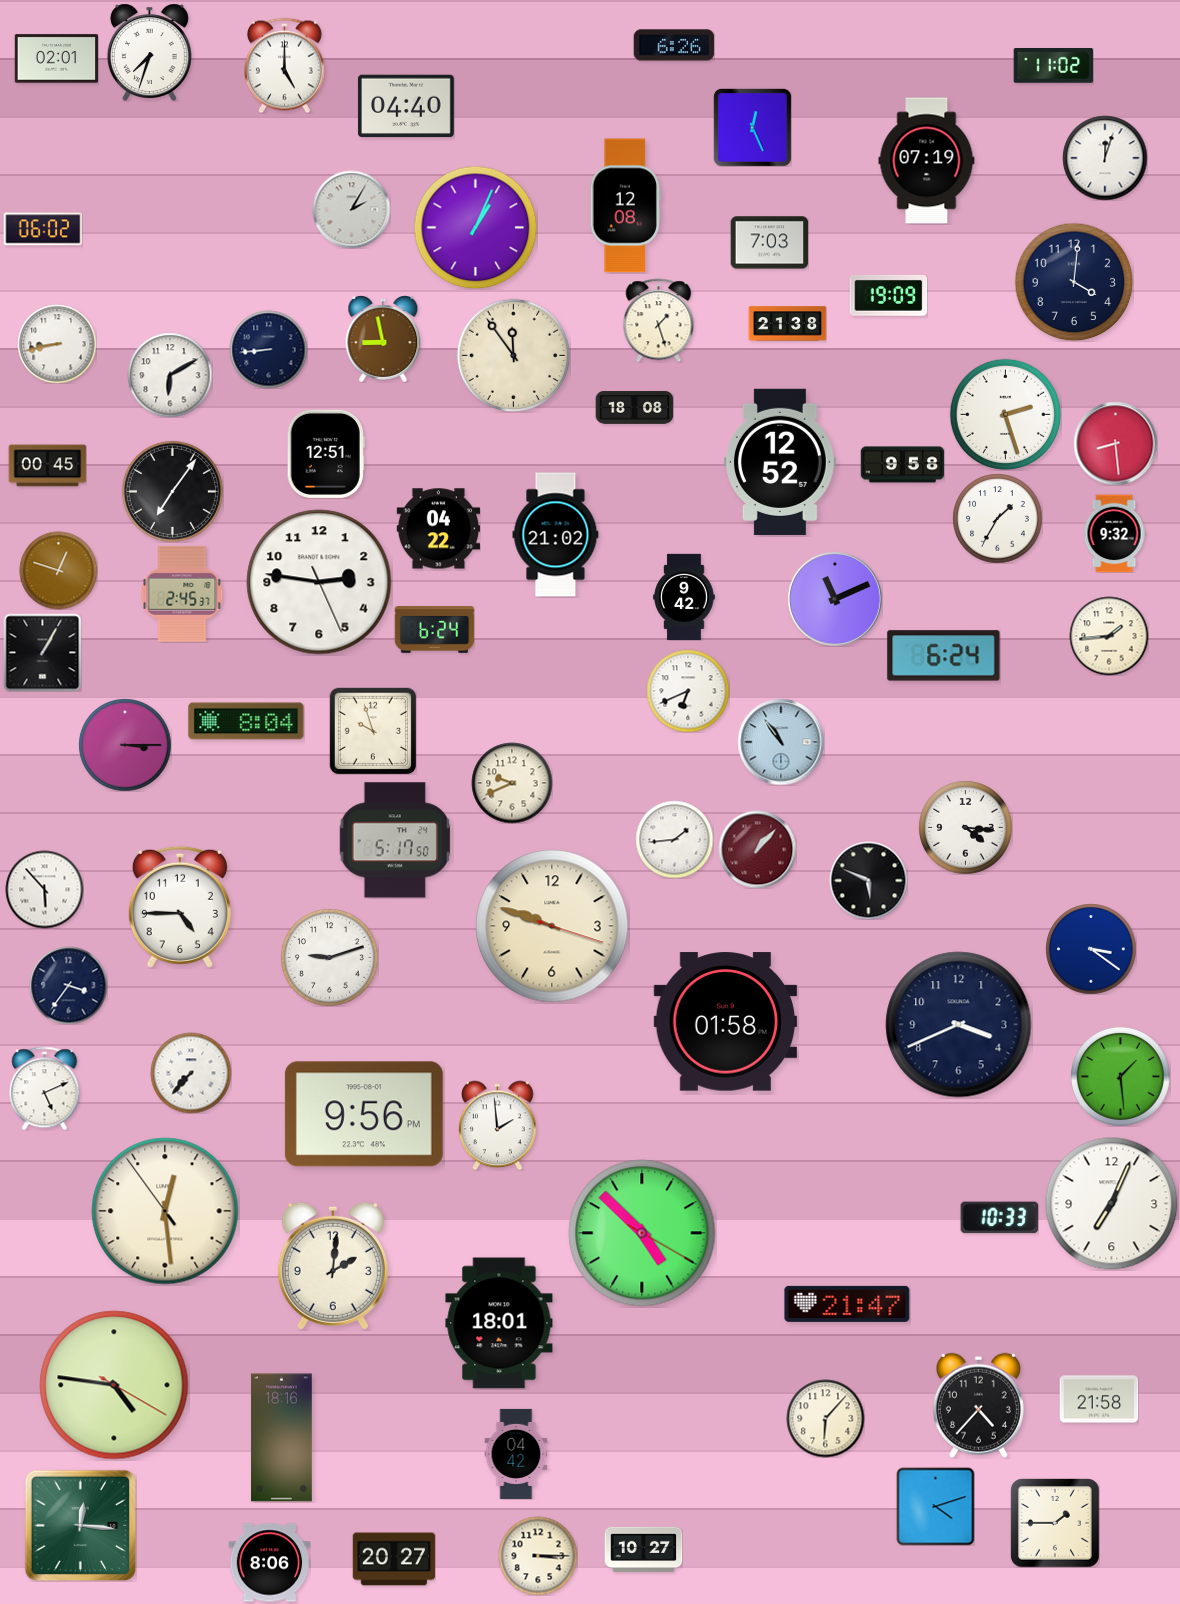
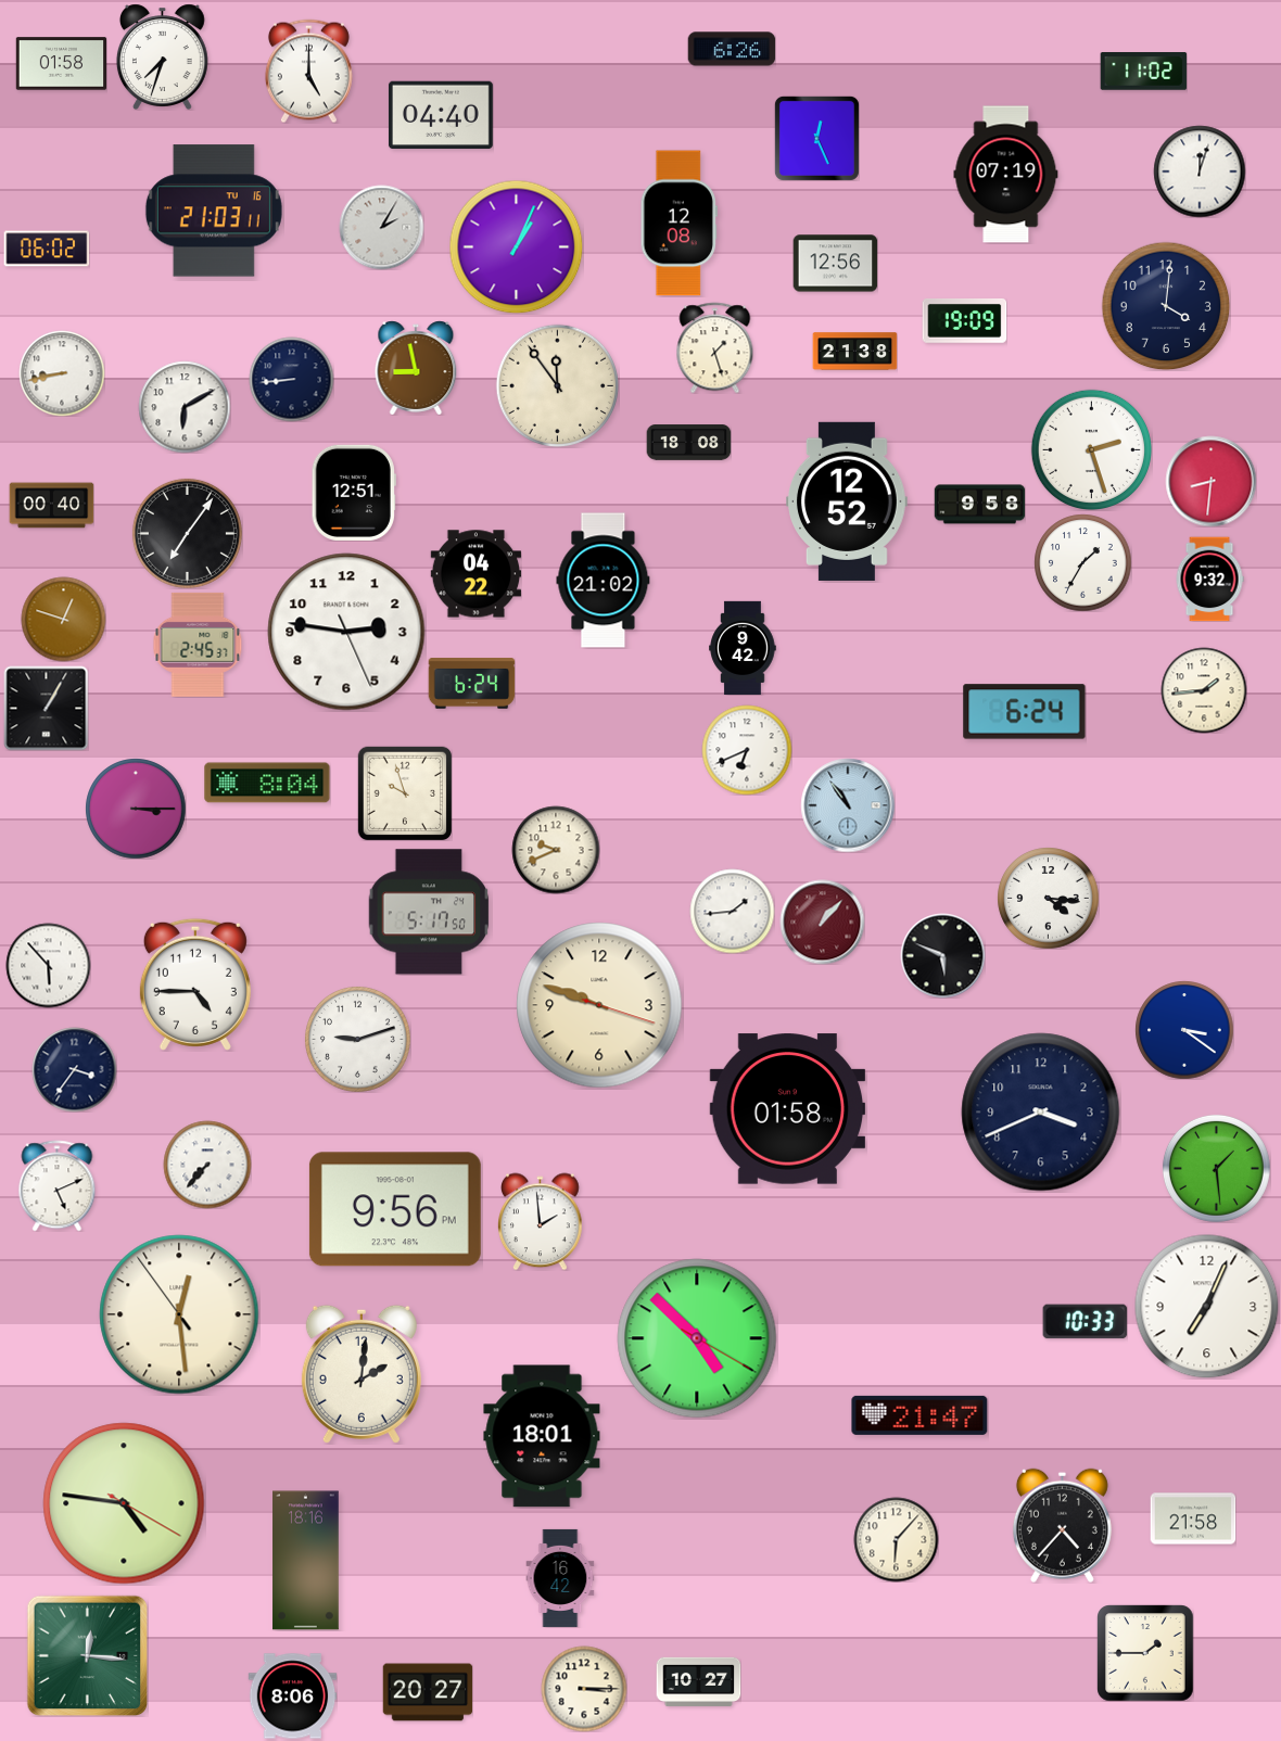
clock at (56, 59): 02:01 -> 01:58
clock at (214, 211): none -> 21:03
clock at (769, 243): 7:03 -> 12:56
clock at (1115, 443): 8:29 -> 8:31
clock at (47, 466): 00:45 -> 00:40
clock at (835, 599): 11:11 -> none
clock at (45, 1088) position: (45, 1088) -> (58, 1185)
clock at (516, 1454): 04:42 -> 16:42
clock at (935, 1506): 4:12 -> none
